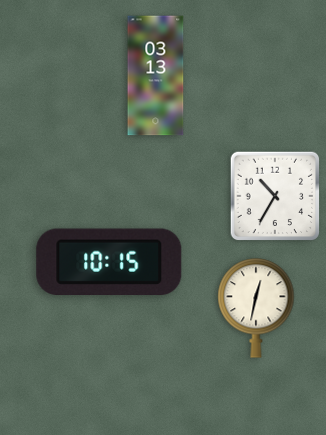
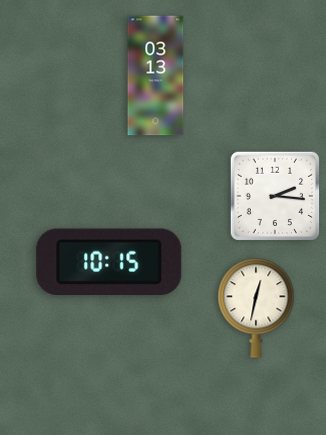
clock at (275, 196): 10:35 -> 2:16
